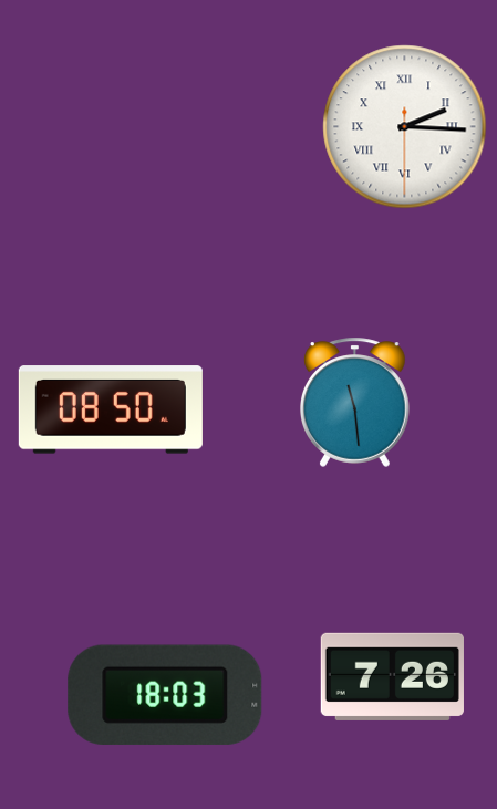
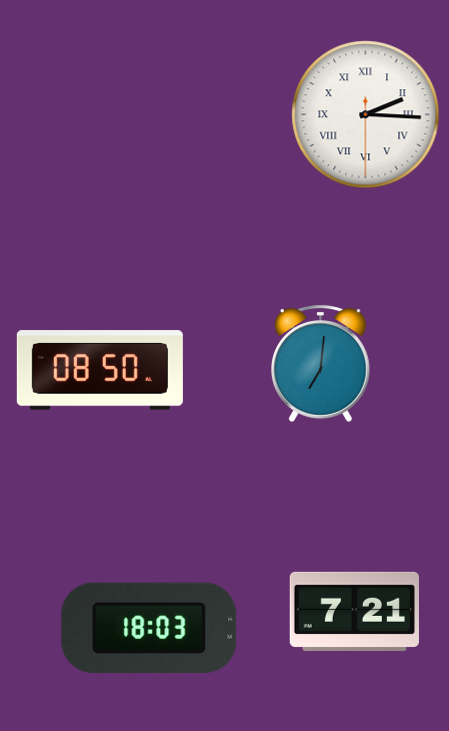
clock at (355, 402): 11:29 -> 7:01
clock at (392, 676): 7:26 -> 7:21
